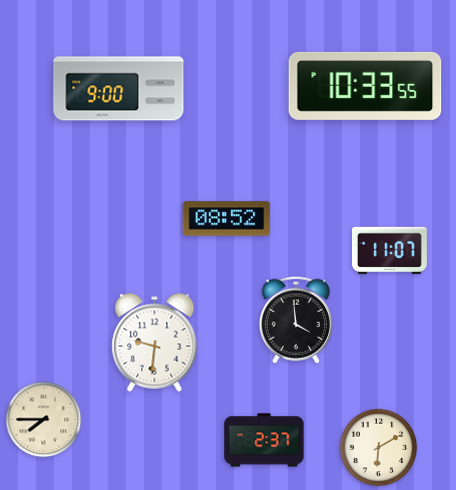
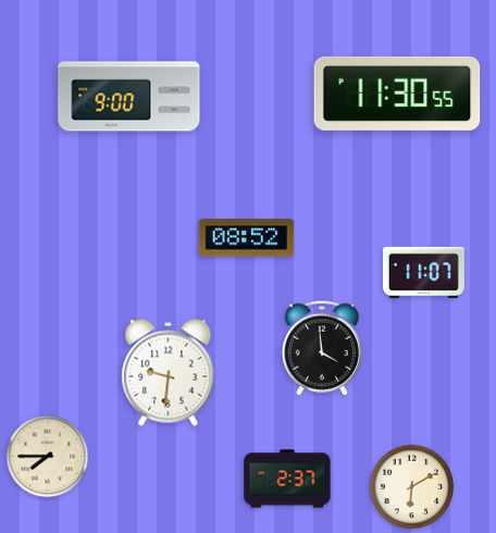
clock at (365, 86): 10:33 -> 11:30
